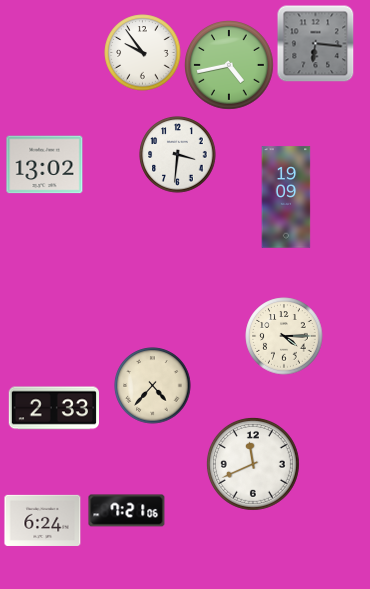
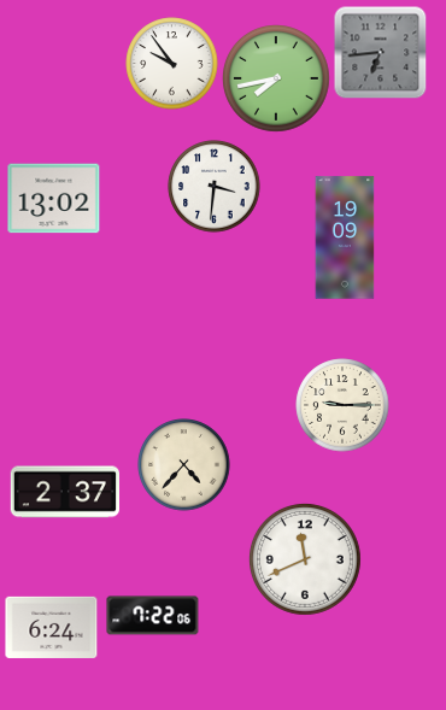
clock at (315, 43): 6:16 -> 6:44
clock at (230, 66): 4:43 -> 7:43
clock at (284, 336): 4:15 -> 9:15
clock at (53, 408): 2:33 -> 2:37
clock at (127, 511): 7:21 -> 7:22
